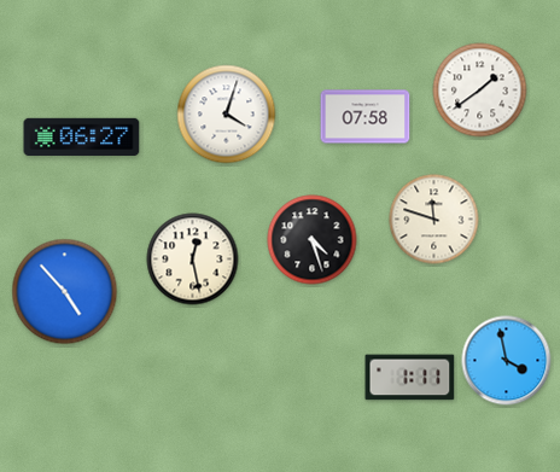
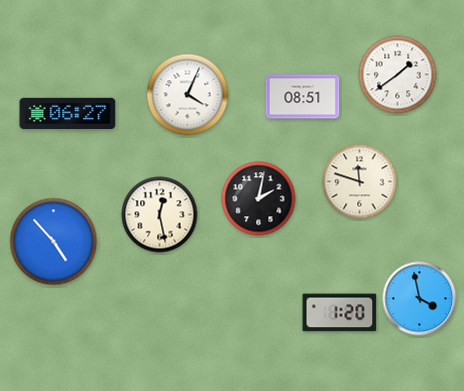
clock at (227, 115): 4:03 -> 4:04
clock at (366, 117): 07:58 -> 08:51
clock at (313, 240): 4:27 -> 2:02
clock at (410, 378): 1:11 -> 1:20
